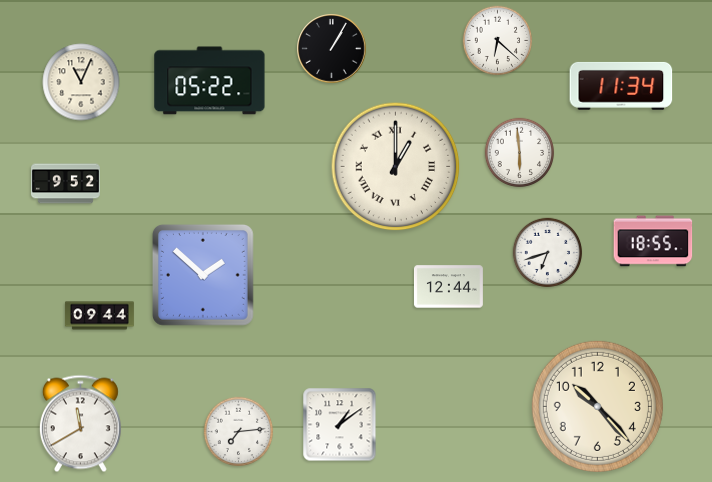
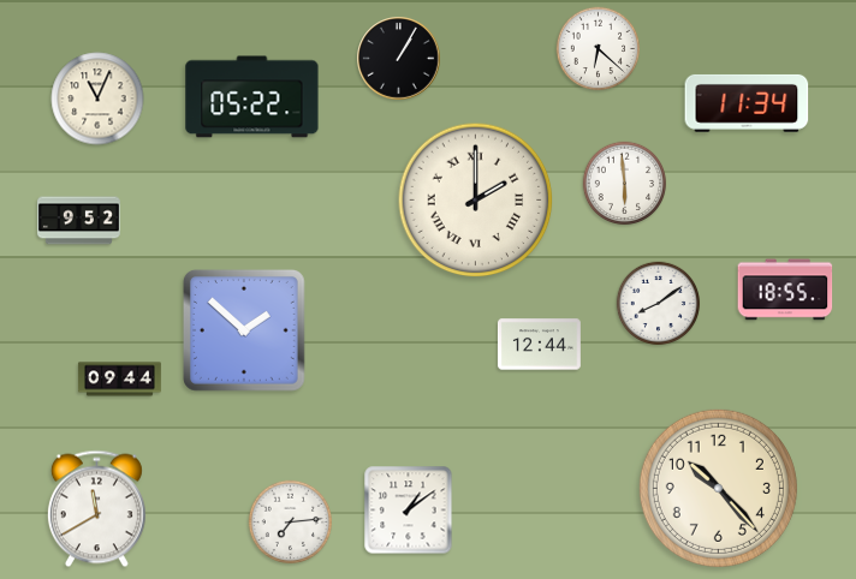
clock at (396, 167): 1:00 -> 2:00
clock at (548, 253): 6:42 -> 8:09
clock at (239, 432) position: (239, 432) -> (291, 523)
